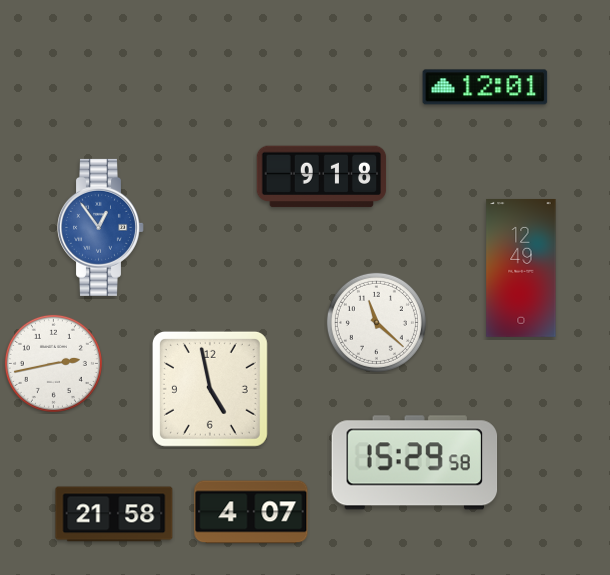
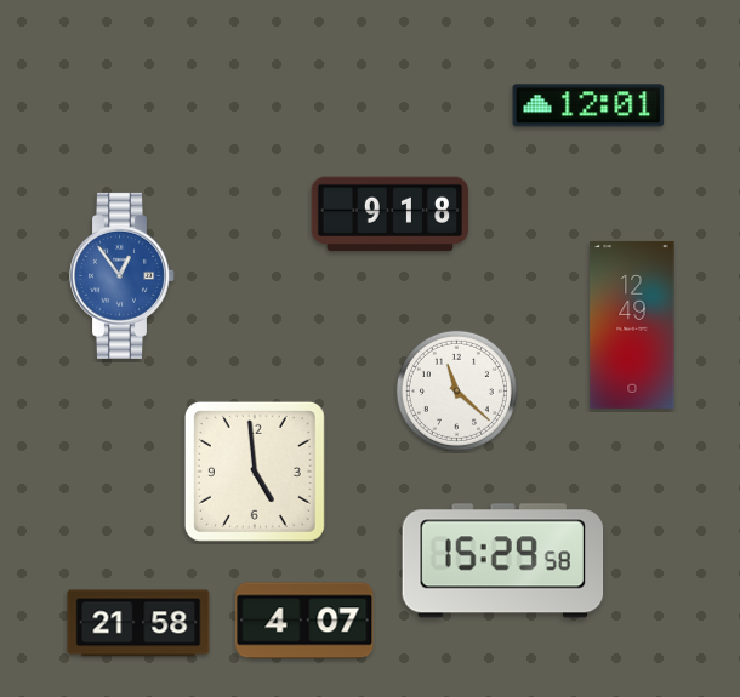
clock at (53, 363): 2:43 -> none
clock at (210, 389): 4:58 -> 4:59
